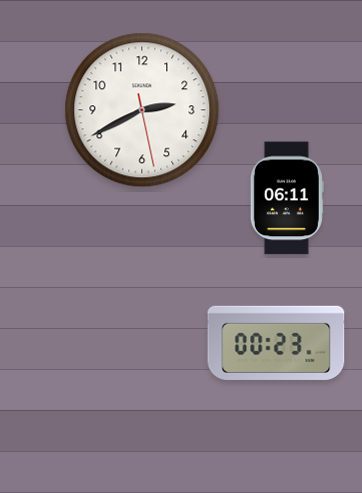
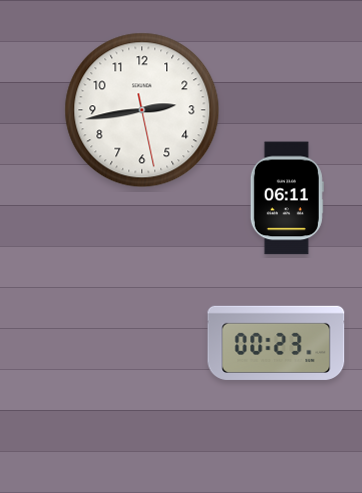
clock at (142, 110): 2:40 -> 2:43
